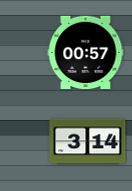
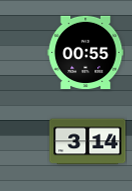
clock at (86, 53): 00:57 -> 00:55
